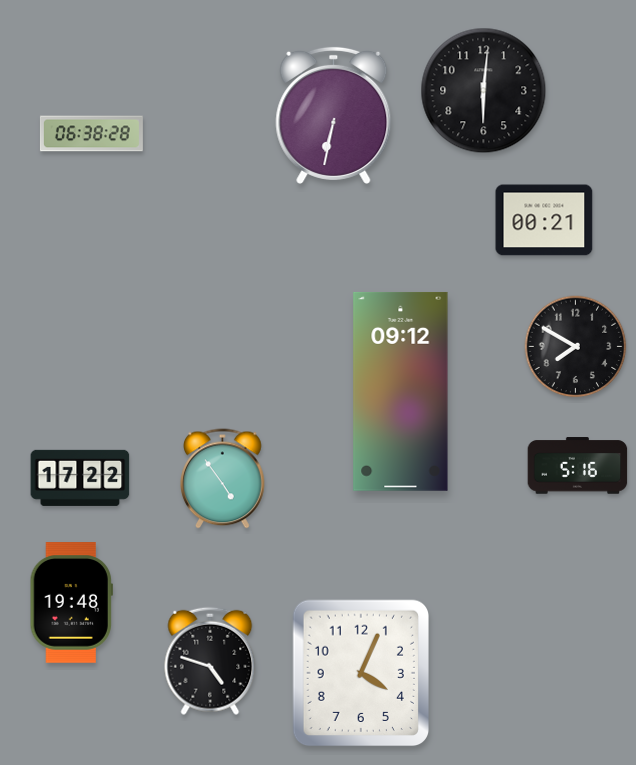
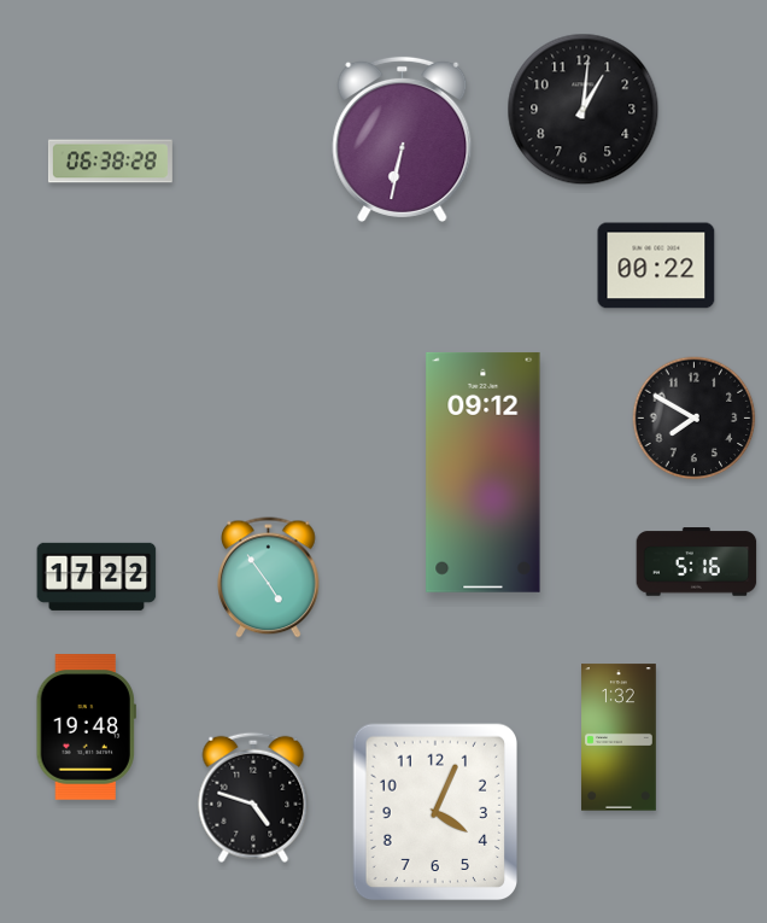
clock at (484, 91): 6:01 -> 1:01
clock at (544, 220): 00:21 -> 00:22
clock at (620, 737): none -> 1:32
